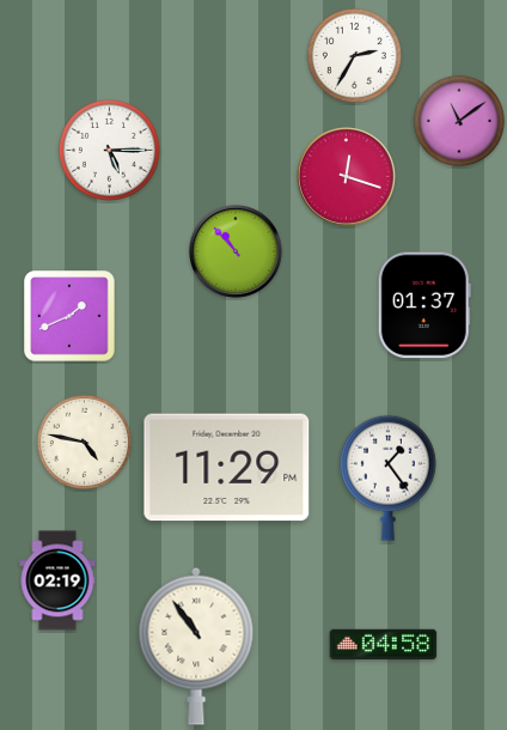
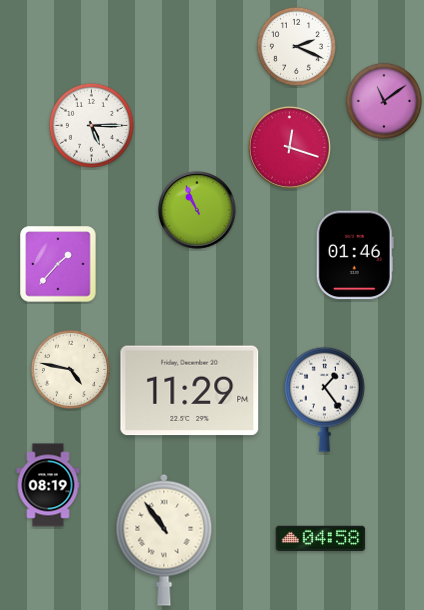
clock at (354, 55): 2:35 -> 2:19
clock at (237, 253): 10:53 -> 10:56
clock at (424, 305): 01:37 -> 01:46
clock at (69, 316): 1:41 -> 1:37
clock at (57, 580): 02:19 -> 08:19
